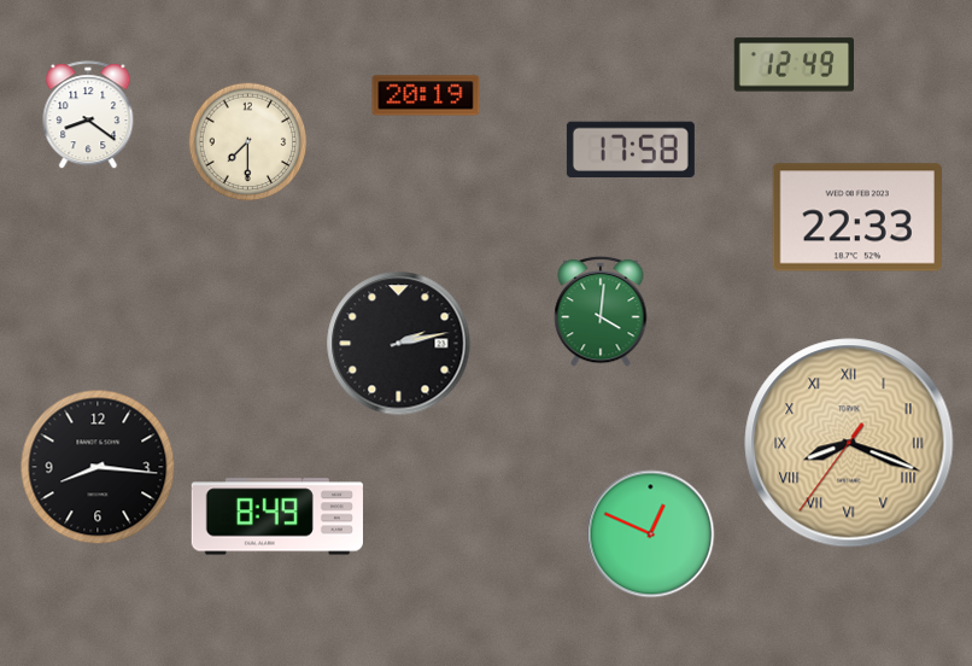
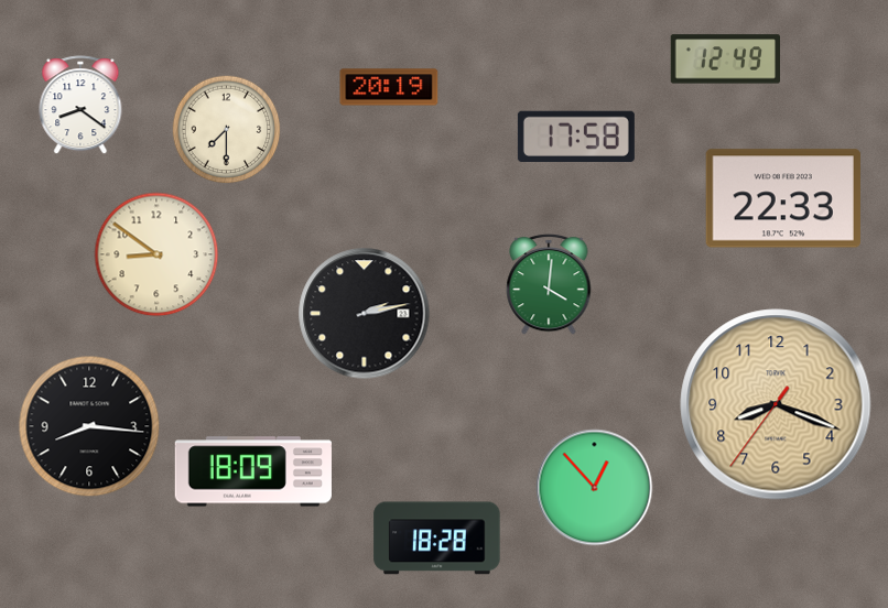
clock at (156, 254): none -> 8:51
clock at (849, 443) numerals: Roman -> Arabic
clock at (277, 516): 8:49 -> 18:09
clock at (651, 534): 12:49 -> 12:53
clock at (437, 539): none -> 18:28
